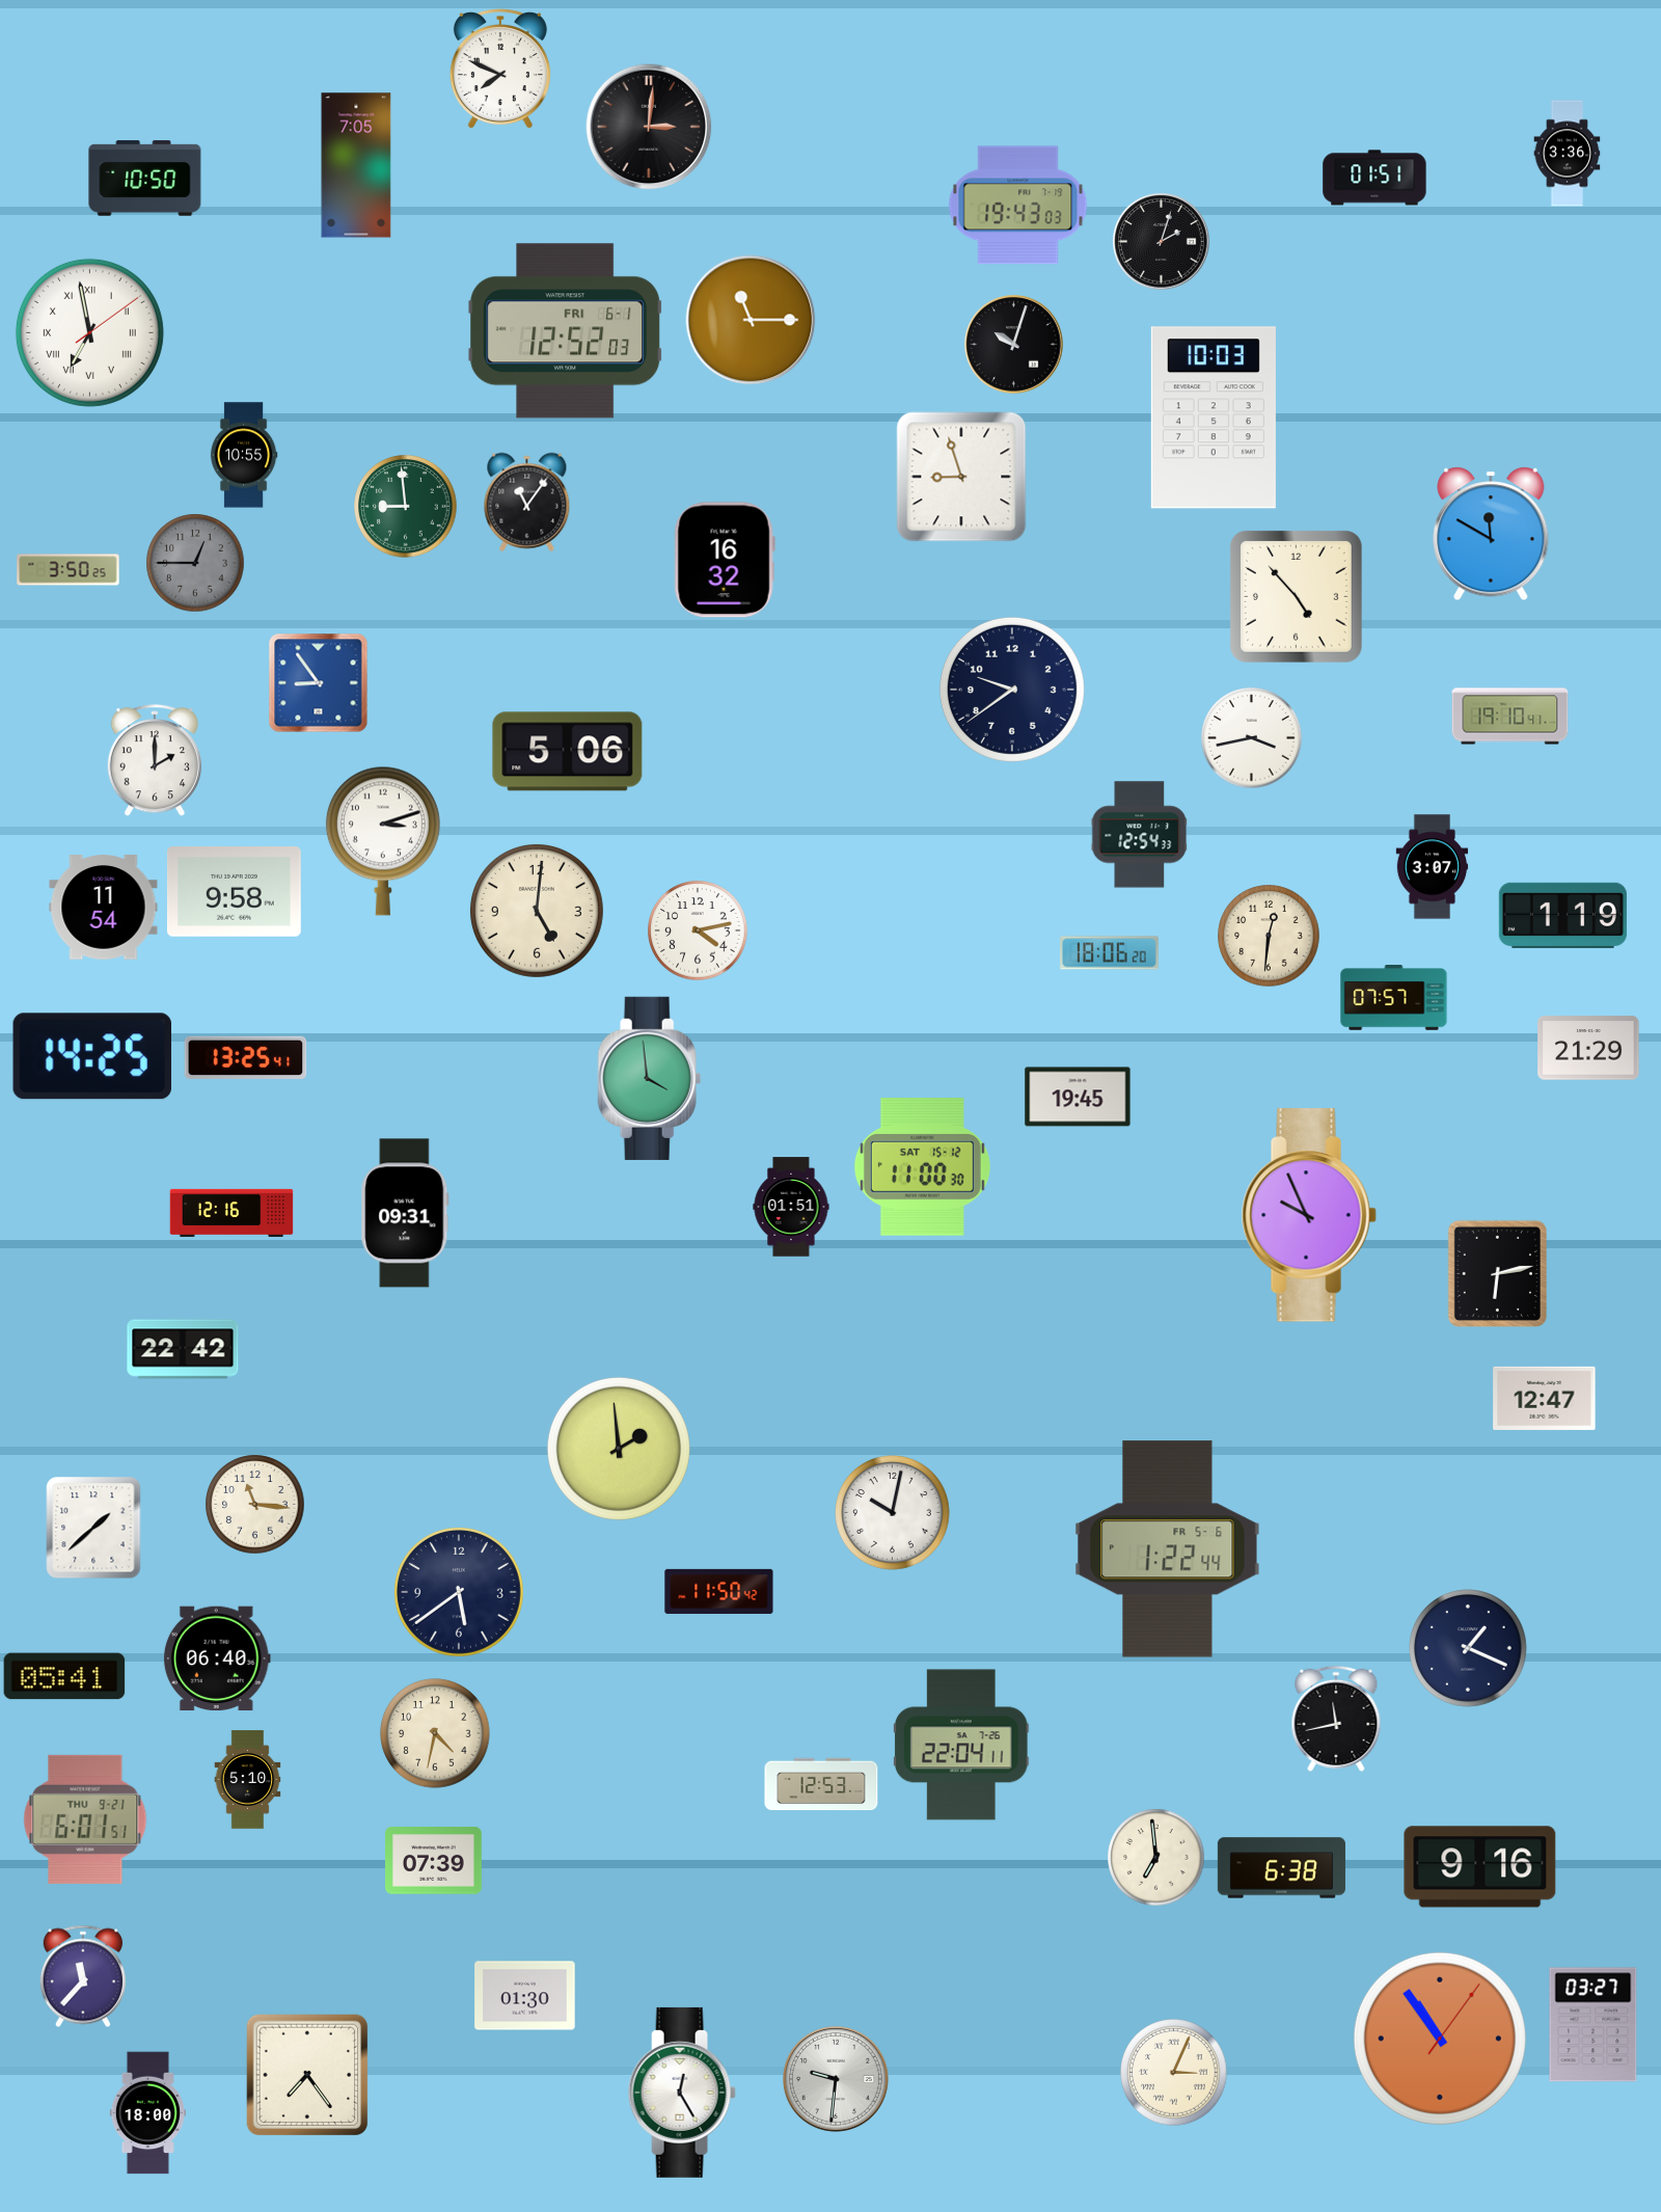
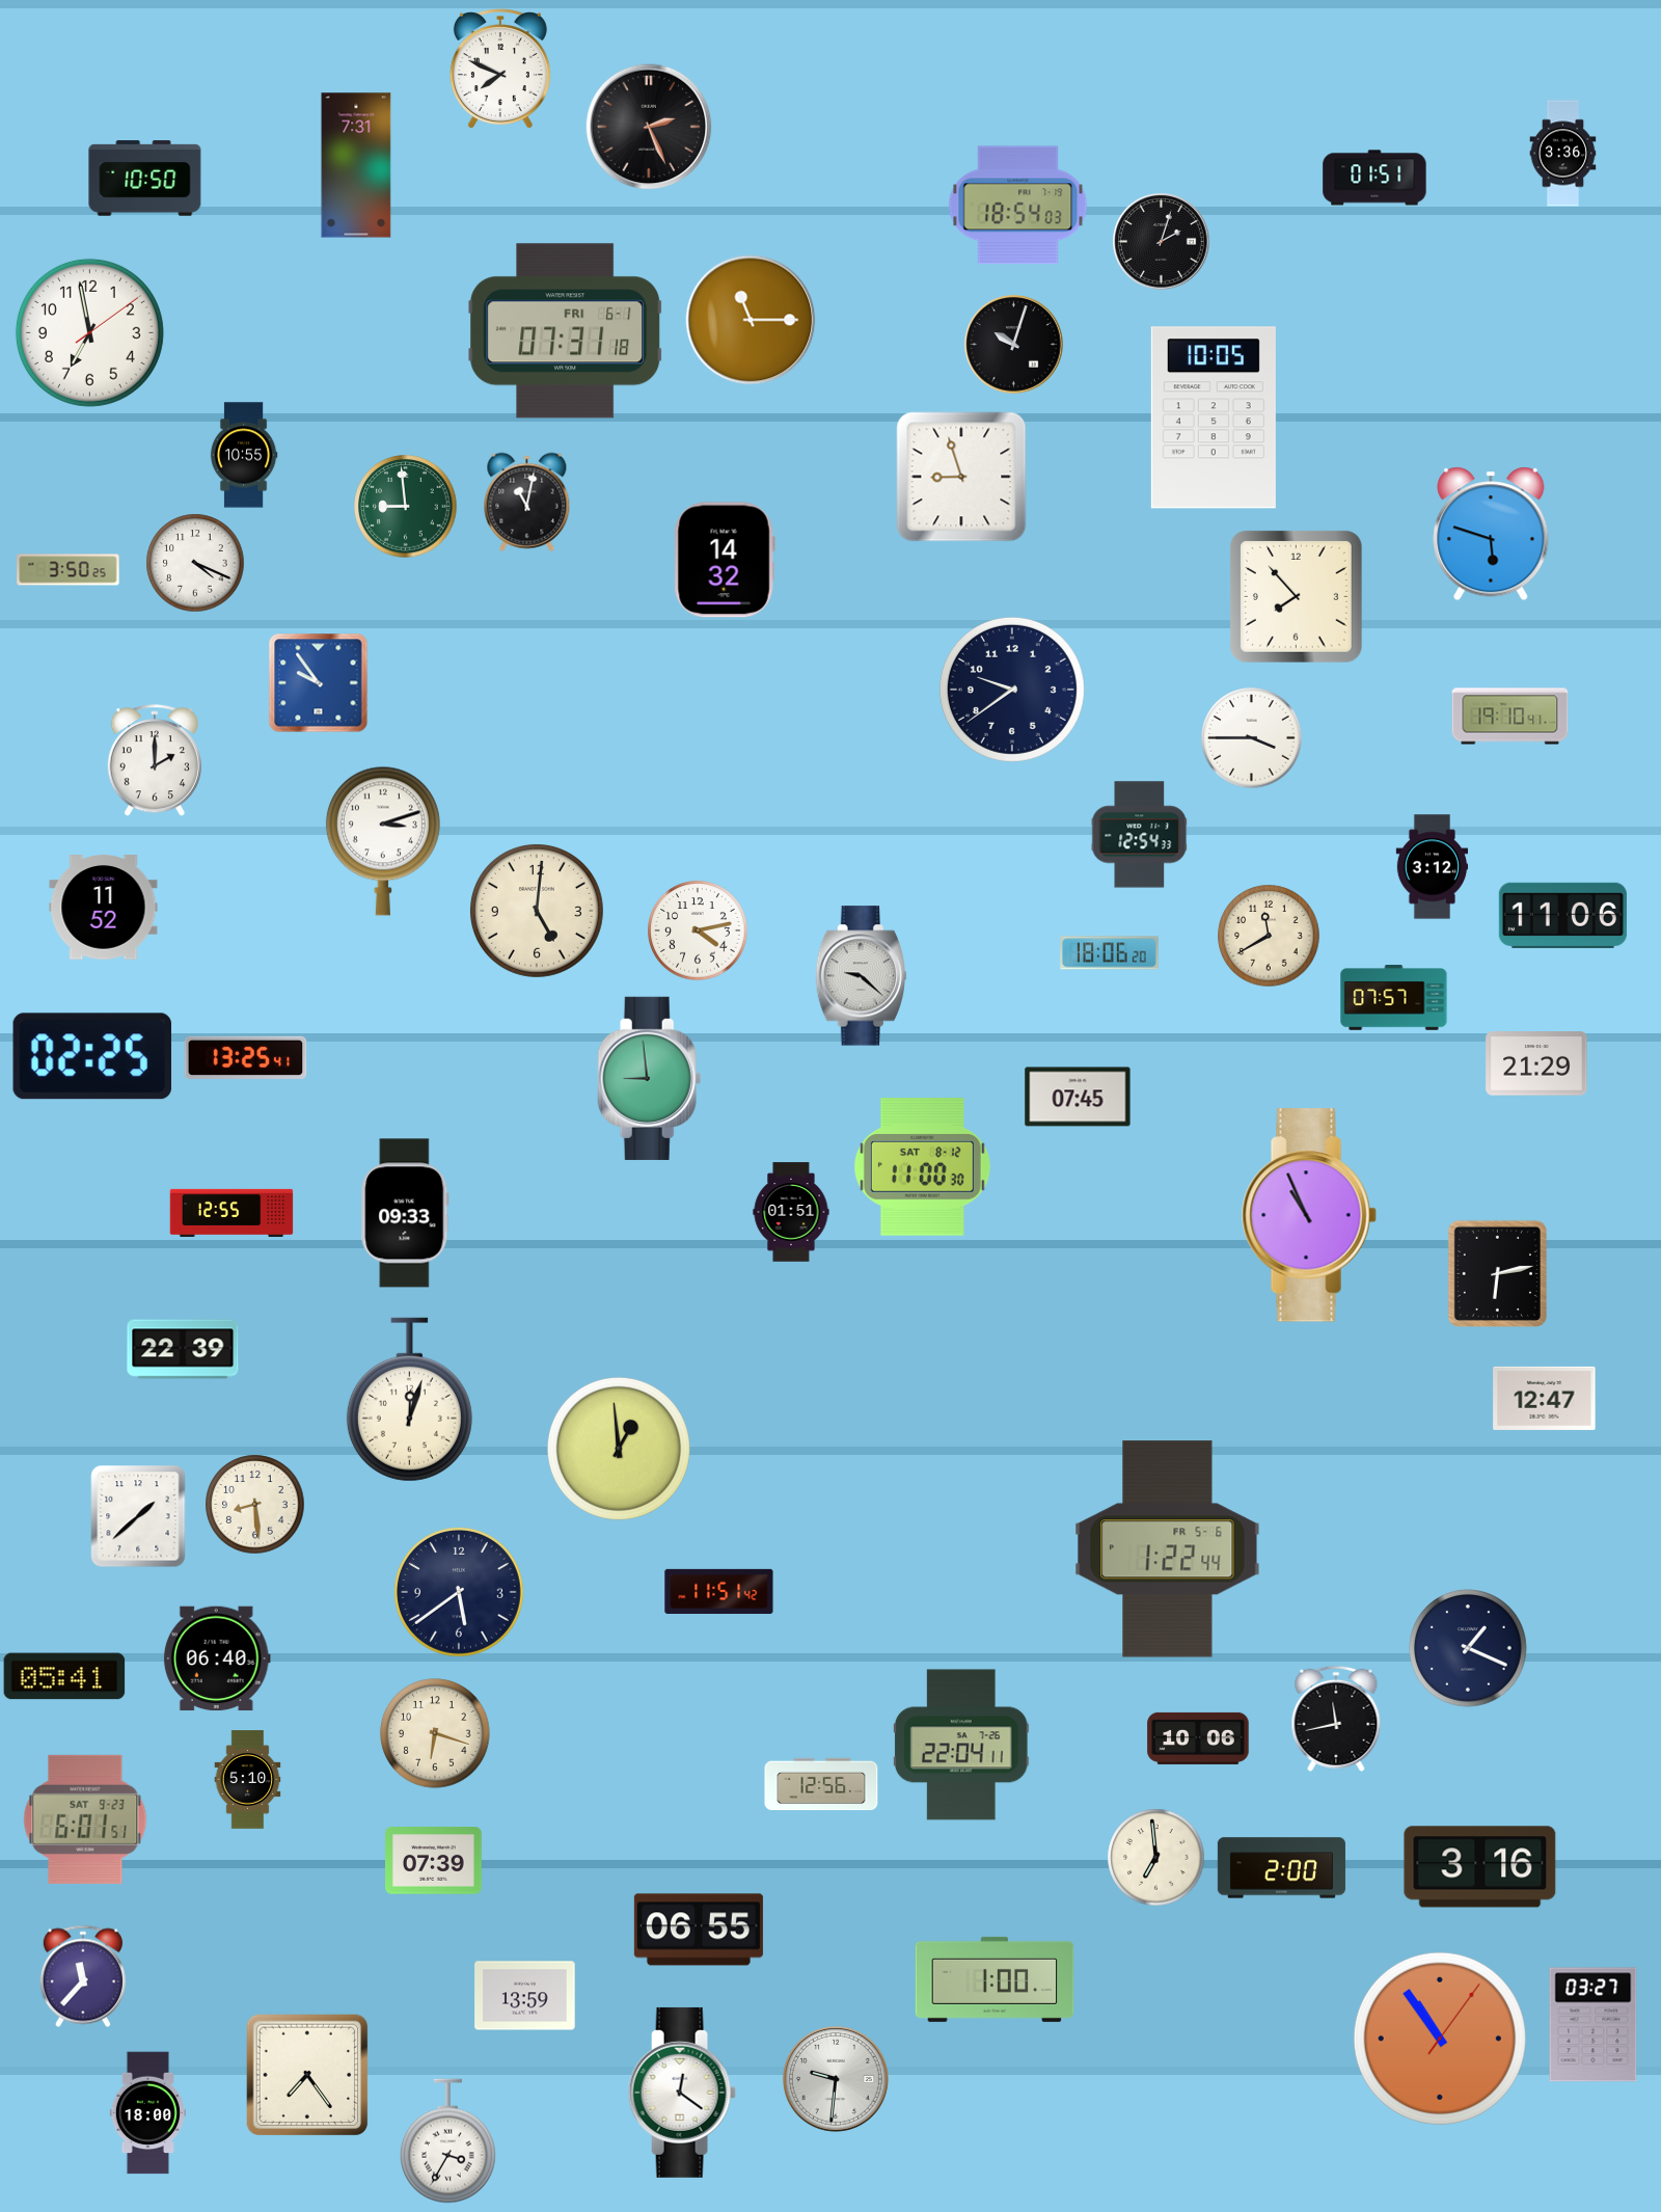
clock at (649, 127): 3:01 -> 2:26
clock at (1568, 154) position: (1568, 154) -> (1563, 154)
clock at (356, 165): 7:05 -> 7:31
clock at (1018, 206): 19:43 -> 18:54
clock at (566, 331): 12:52 -> 07:31
clock at (89, 332) numerals: Roman -> Arabic
clock at (1214, 417): 10:03 -> 10:05
clock at (527, 503): 11:06 -> 11:02
clock at (1491, 534): 11:50 -> 5:48
clock at (725, 560): 16:32 -> 14:32
clock at (195, 563): 12:45 -> 4:19
clock at (195, 563) dial: grey -> white
clock at (1297, 597): 4:53 -> 7:53
clock at (319, 683): 8:54 -> 9:54
clock at (1252, 738): 3:43 -> 3:45
clock at (568, 752): 5:06 -> none
clock at (1433, 867): 3:07 -> 3:12
clock at (234, 892): 9:58 -> none
clock at (104, 908): 11:54 -> 11:52
clock at (1562, 915): 1:19 -> 11:06
clock at (1269, 936): 12:31 -> 11:40
clock at (861, 976): none -> 9:22
clock at (1588, 1048) position: (1588, 1048) -> (1536, 1063)
clock at (91, 1056): 14:25 -> 02:25
clock at (650, 1078): 3:59 -> 8:59
clock at (1078, 1097): 19:45 -> 07:45
clock at (922, 1167) date: SAT 15-12 -> SAT 8-12
clock at (791, 1207) position: (791, 1207) -> (791, 1212)
clock at (232, 1213): 12:16 -> 12:55
clock at (405, 1213): 09:31 -> 09:33
clock at (1309, 1215): 9:56 -> 10:56
clock at (183, 1349): 22:42 -> 22:39
clock at (409, 1400): none -> 12:03
clock at (619, 1449): 1:59 -> 12:59
clock at (255, 1505): 11:16 -> 8:29
clock at (893, 1513): 10:02 -> none
clock at (93, 1528) position: (93, 1528) -> (138, 1516)
clock at (719, 1591): 11:50 -> 11:51
clock at (435, 1733): 4:32 -> 6:18
clock at (1198, 1738): none -> 10:06
clock at (821, 1784): 12:53 -> 12:56
clock at (85, 1819) date: THU 9-21 -> SAT 9-23
clock at (1480, 1867): 9:16 -> 3:16
clock at (1281, 1868): 6:38 -> 2:00
clock at (699, 1930): none -> 06:55
clock at (995, 1979): none -> 1:00
clock at (525, 1996): 01:30 -> 13:59
clock at (1174, 2073): 3:04 -> none
clock at (682, 2093): 12:25 -> 12:21
clock at (447, 2141): none -> 3:35
